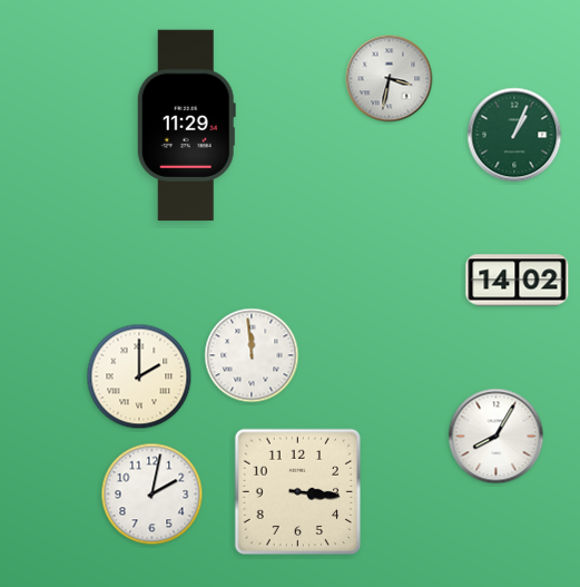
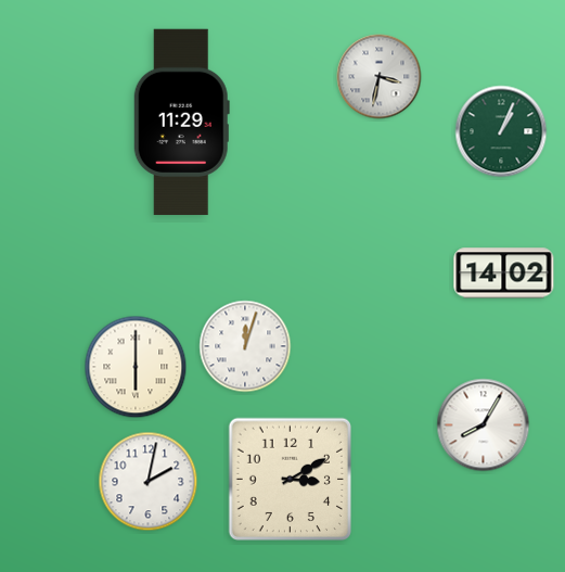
clock at (252, 355): 11:59 -> 12:03
clock at (139, 376): 2:00 -> 6:00
clock at (297, 491): 3:16 -> 3:10
